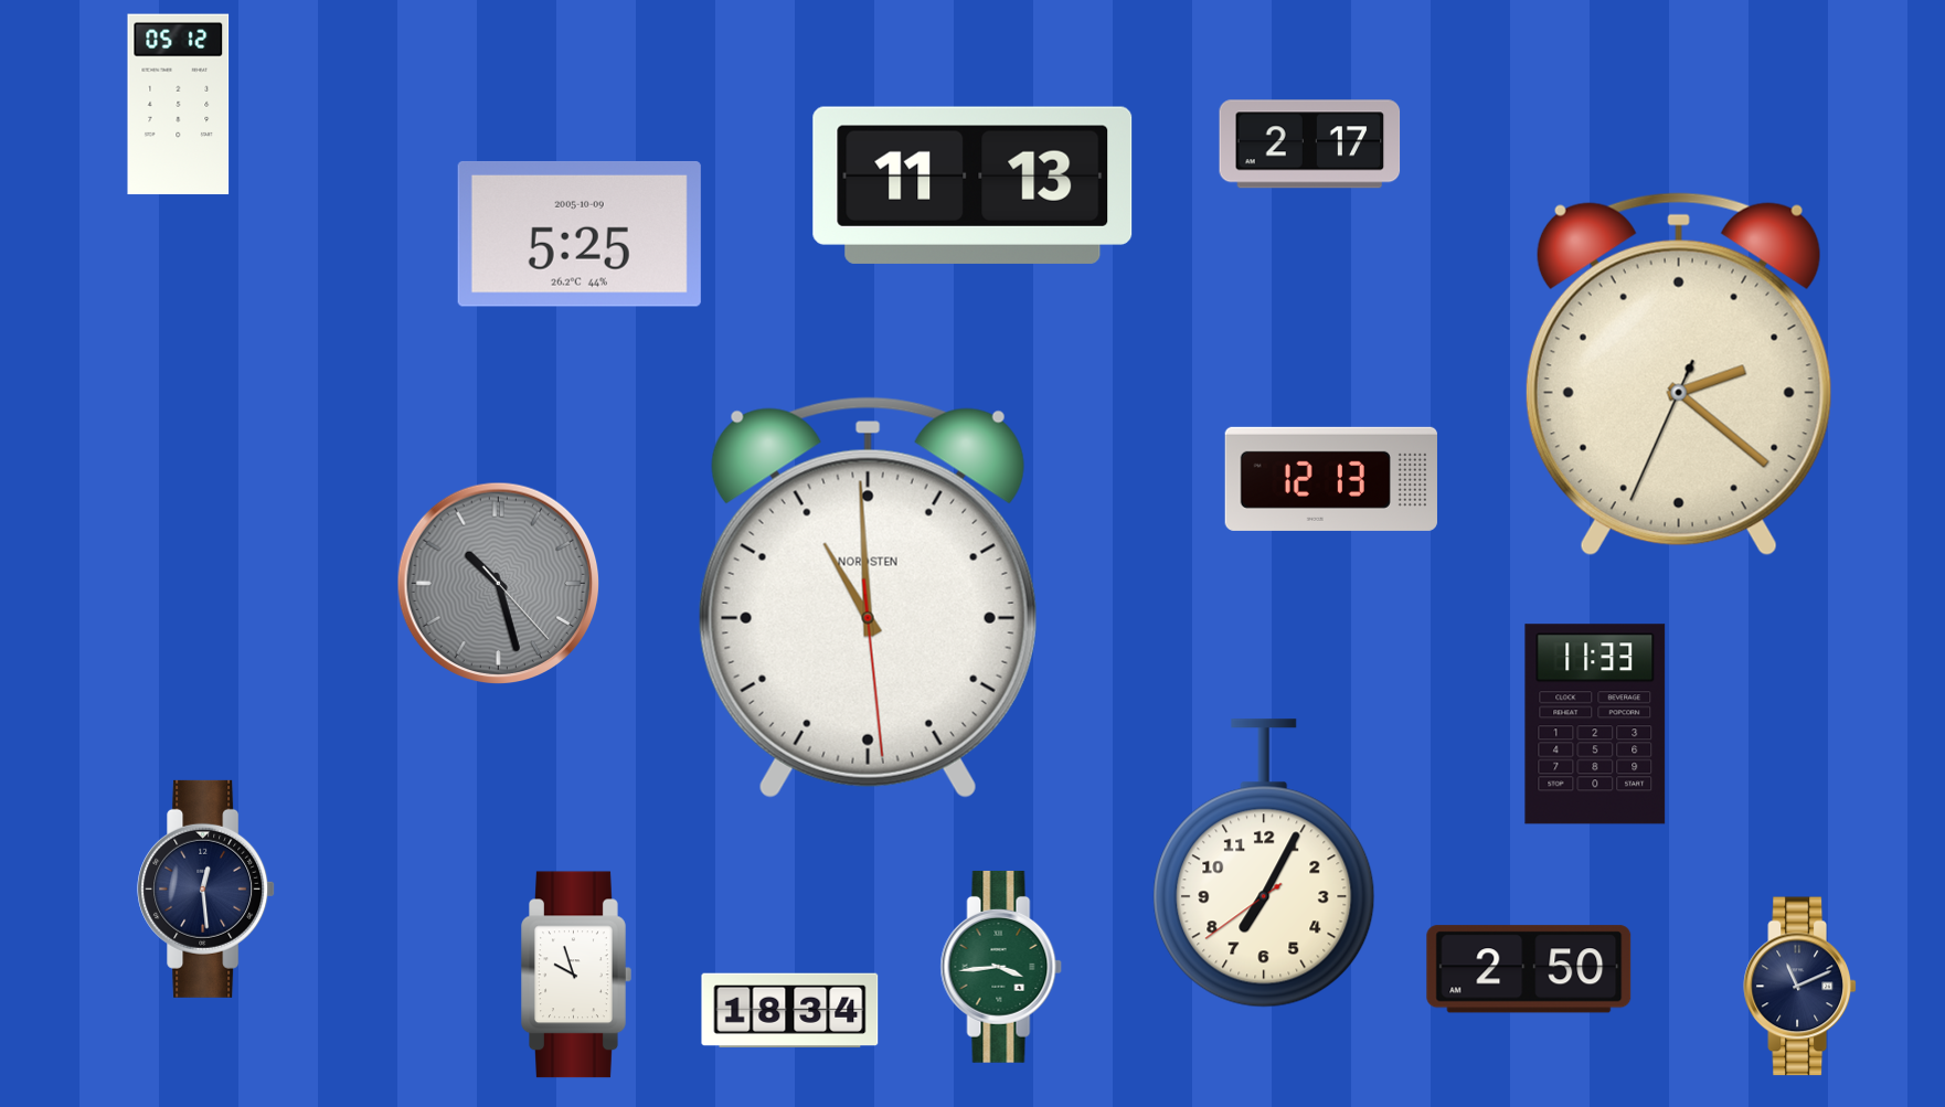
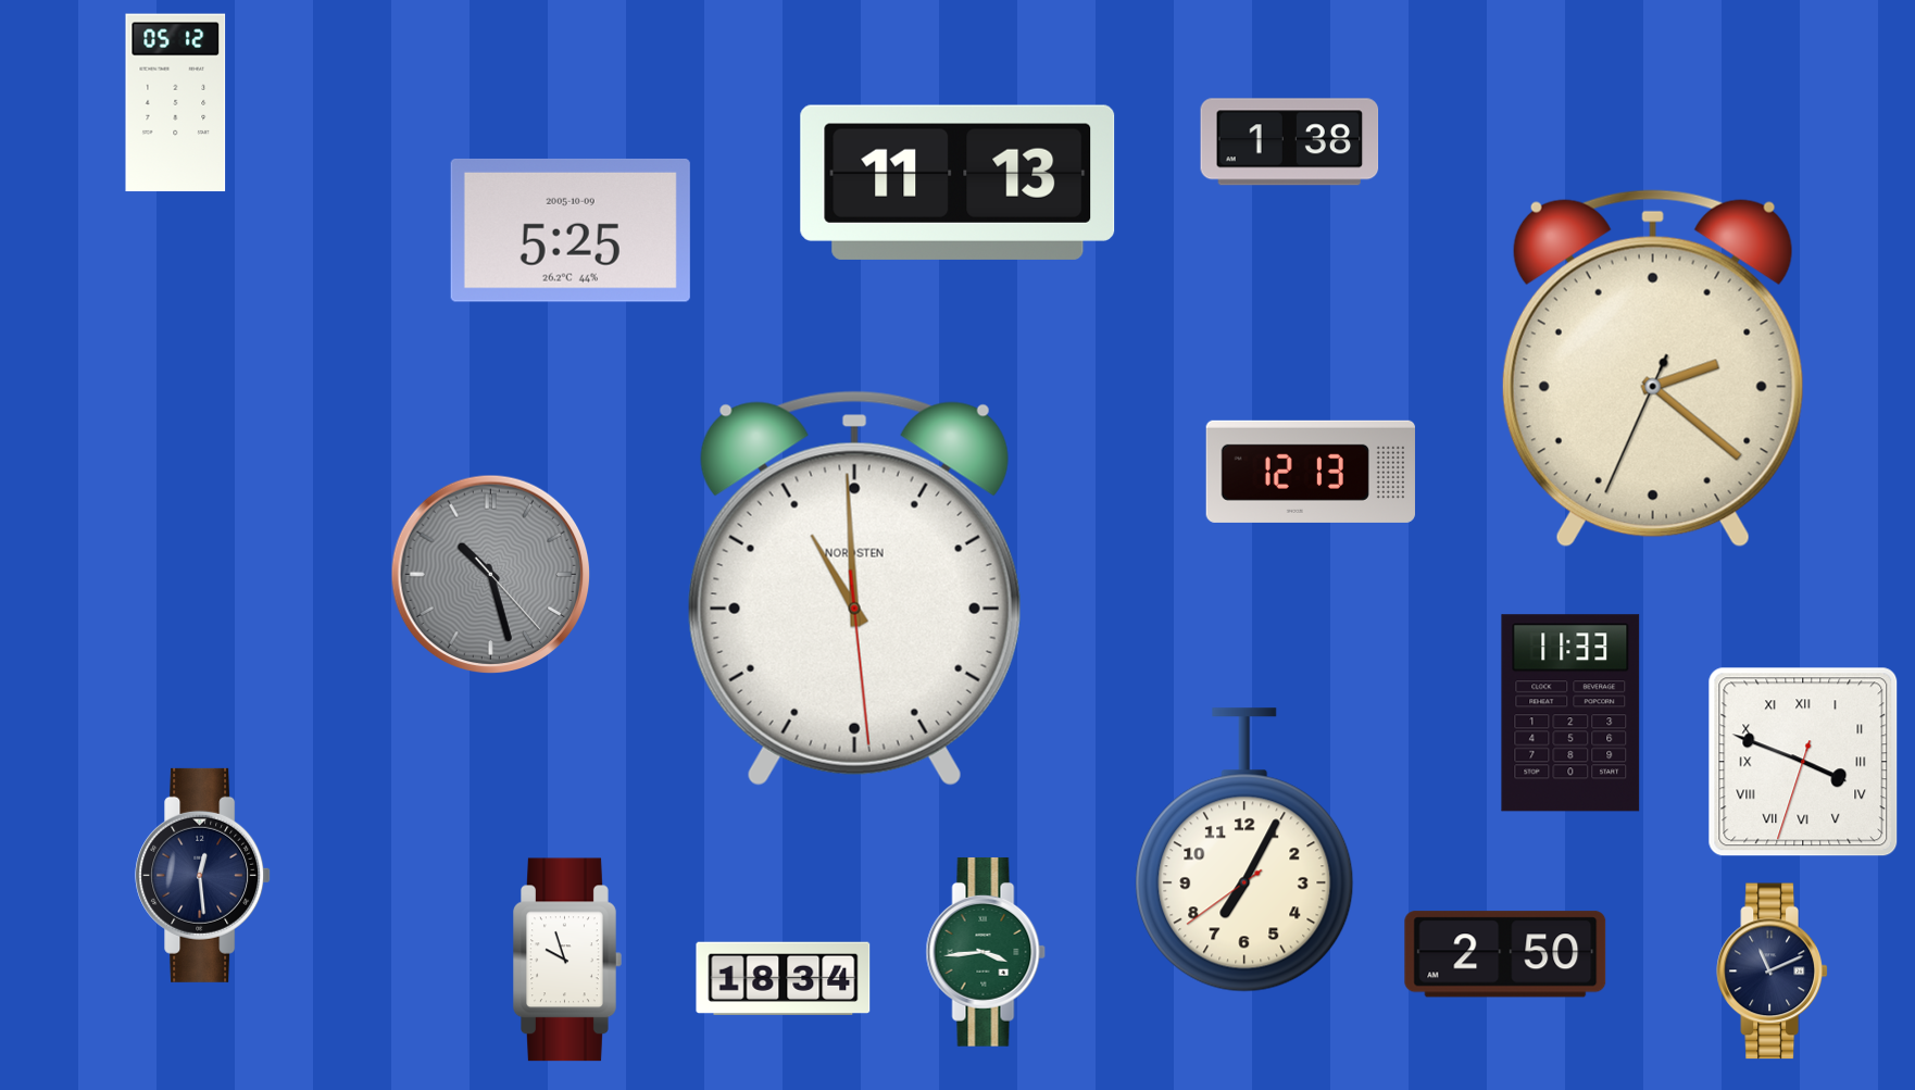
clock at (1310, 145): 2:17 -> 1:38
clock at (1803, 762): none -> 3:48
clock at (790, 1010) position: (790, 1010) -> (784, 978)
